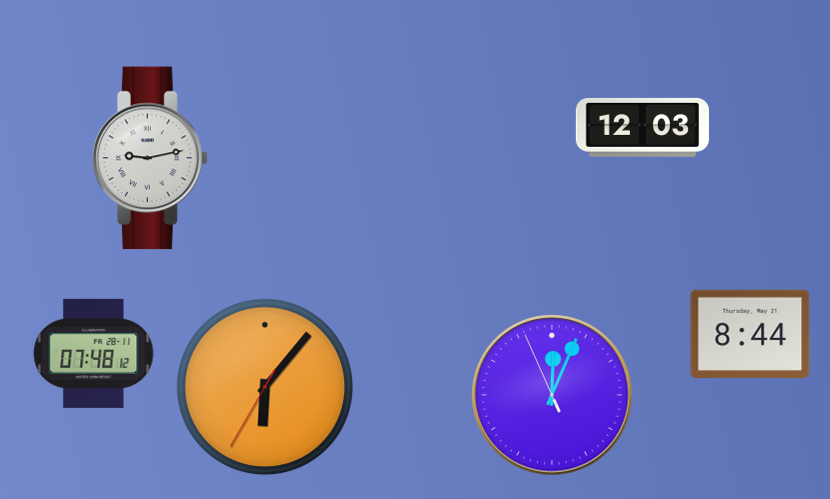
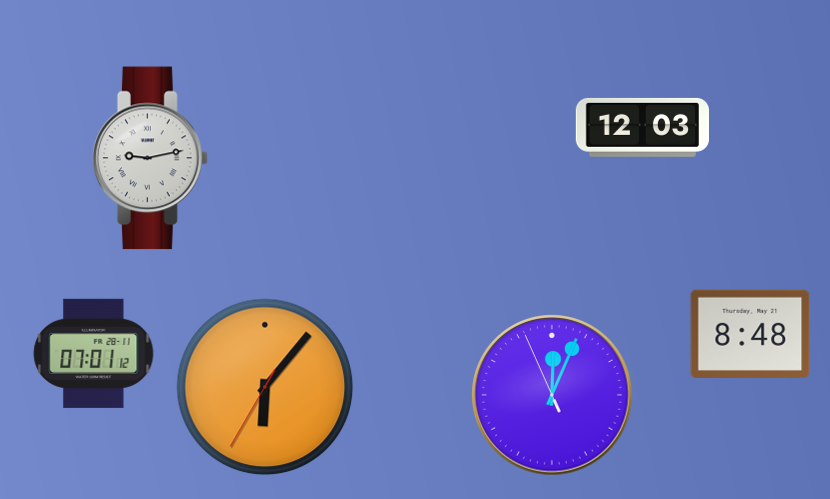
clock at (750, 334): 8:44 -> 8:48
clock at (94, 353): 07:48 -> 07:01
